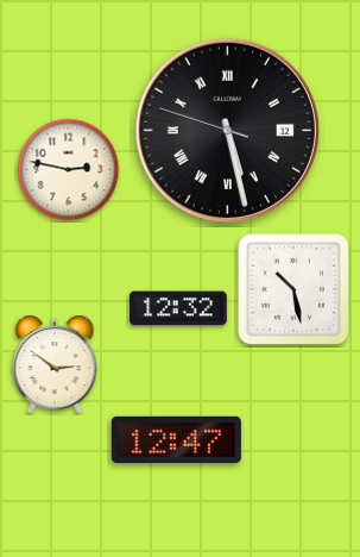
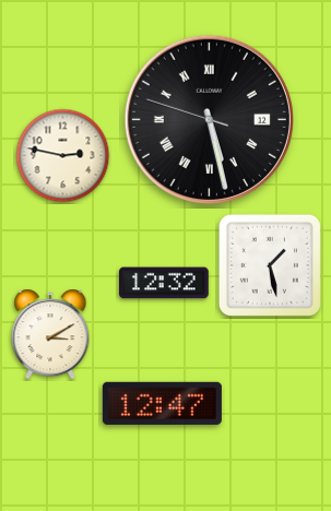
clock at (293, 289): 10:28 -> 1:28
clock at (55, 364): 2:51 -> 3:10
